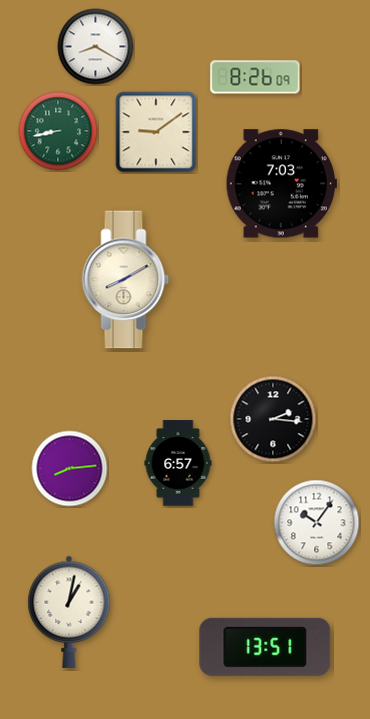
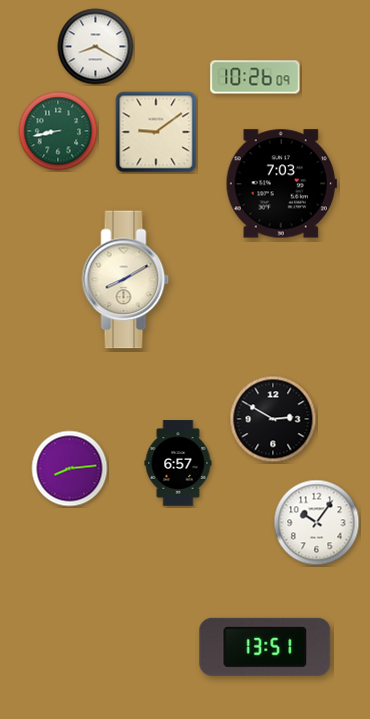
clock at (255, 77): 8:26 -> 10:26
clock at (273, 419): 2:16 -> 2:50
clock at (69, 612): 1:02 -> none
